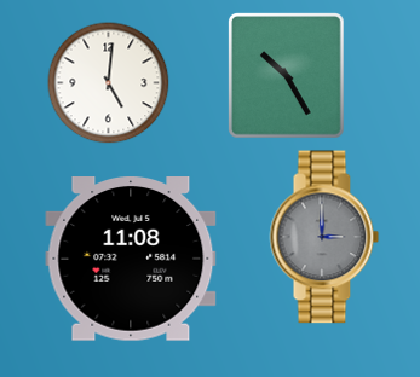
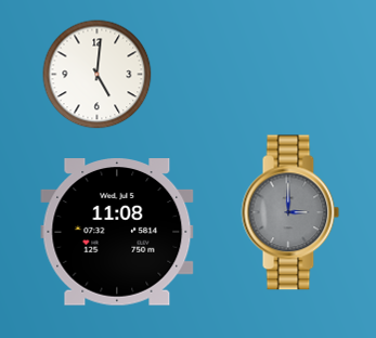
clock at (287, 76): 10:25 -> none
